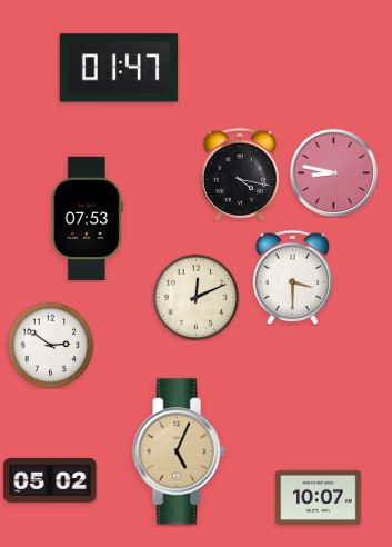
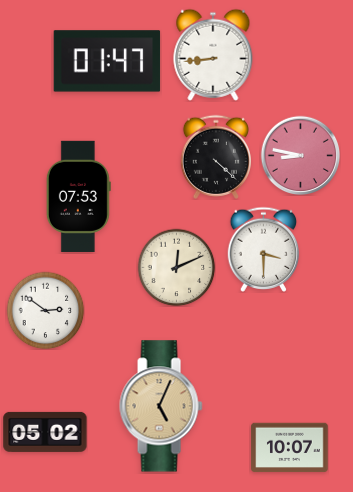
clock at (213, 55): none -> 8:44
clock at (240, 175): 4:17 -> 4:22
clock at (319, 498) position: (319, 498) -> (290, 448)
